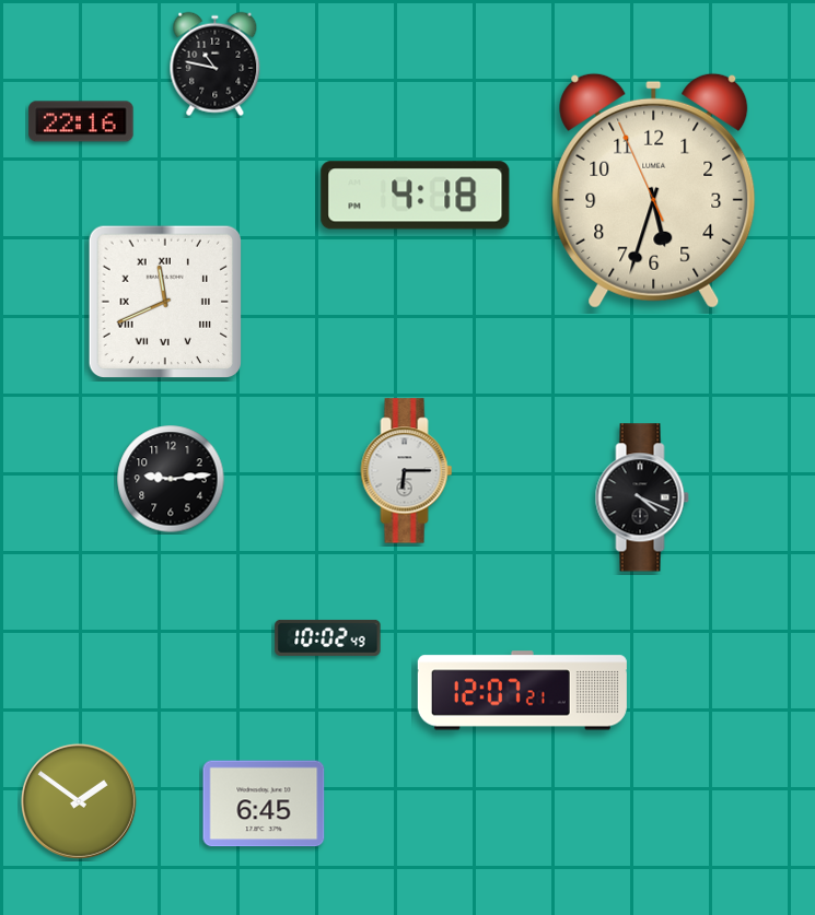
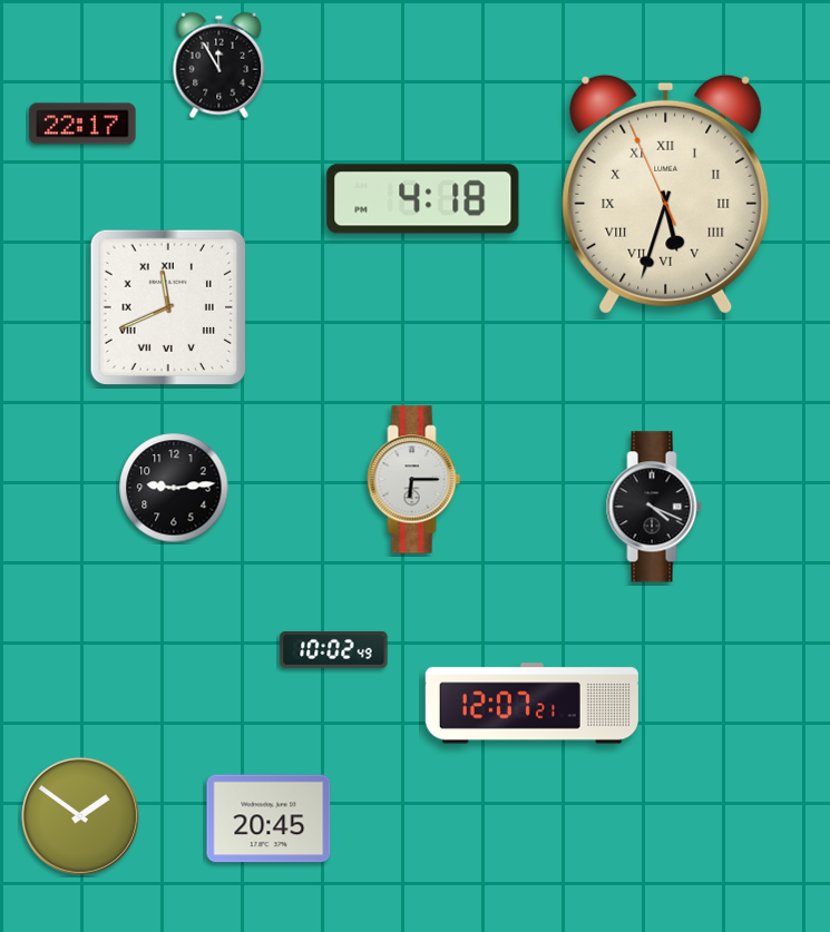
clock at (216, 64): 10:47 -> 11:55
clock at (81, 121): 22:16 -> 22:17
clock at (654, 190) numerals: Arabic -> Roman
clock at (264, 803): 6:45 -> 20:45
